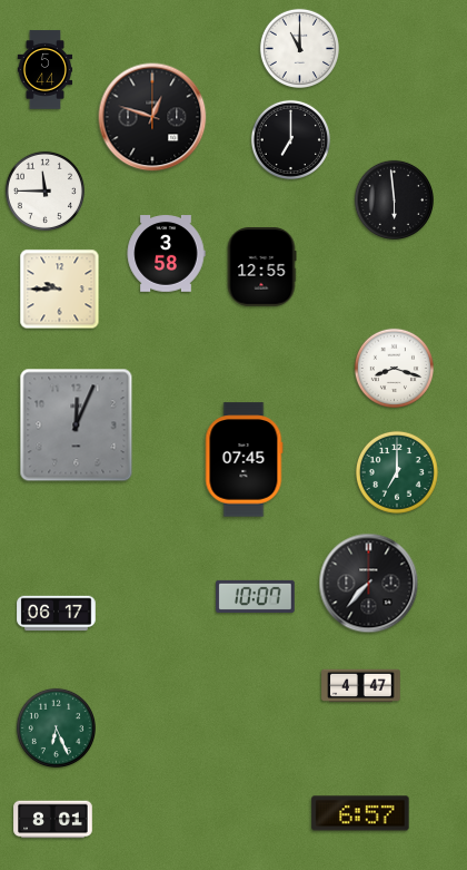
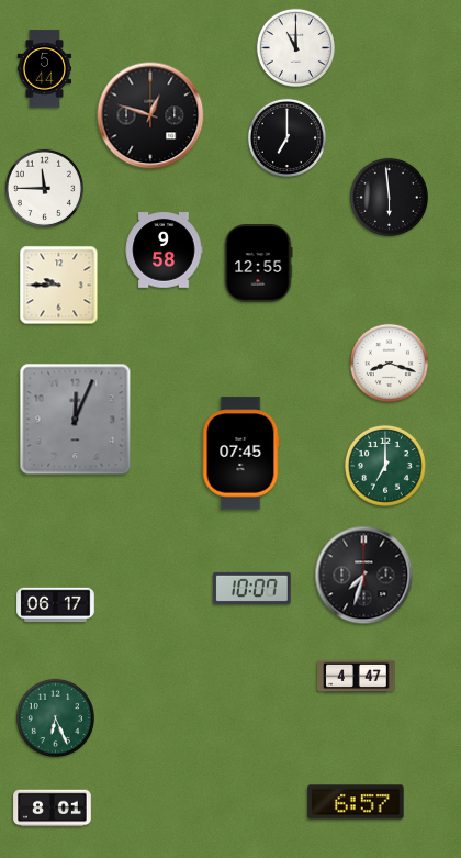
clock at (166, 254): 3:58 -> 9:58
clock at (397, 472) position: (397, 472) -> (385, 466)
clock at (369, 584): 7:37 -> 7:33
